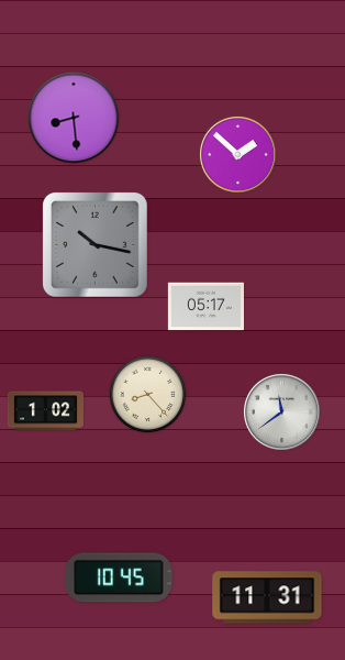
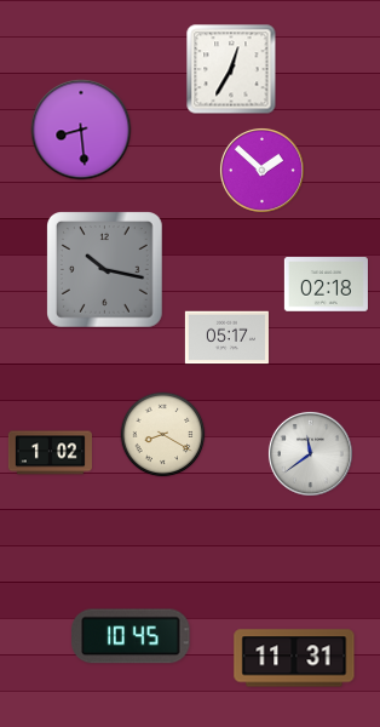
clock at (231, 69): none -> 12:35
clock at (326, 285): none -> 02:18
clock at (148, 395): 8:23 -> 8:20
